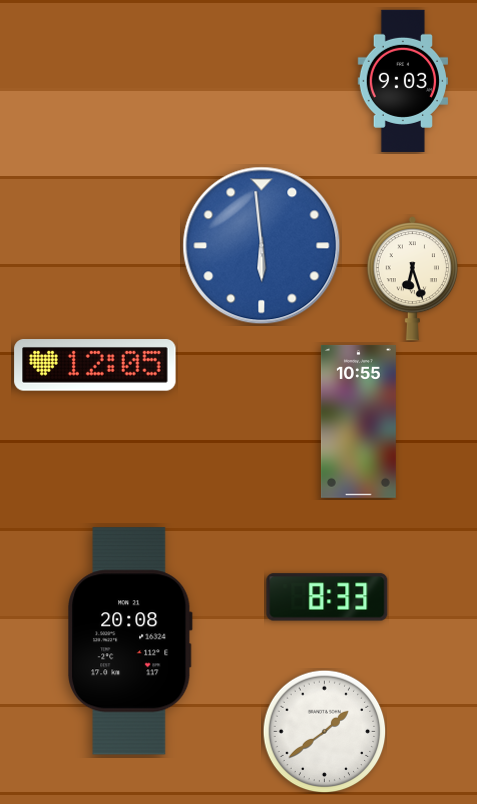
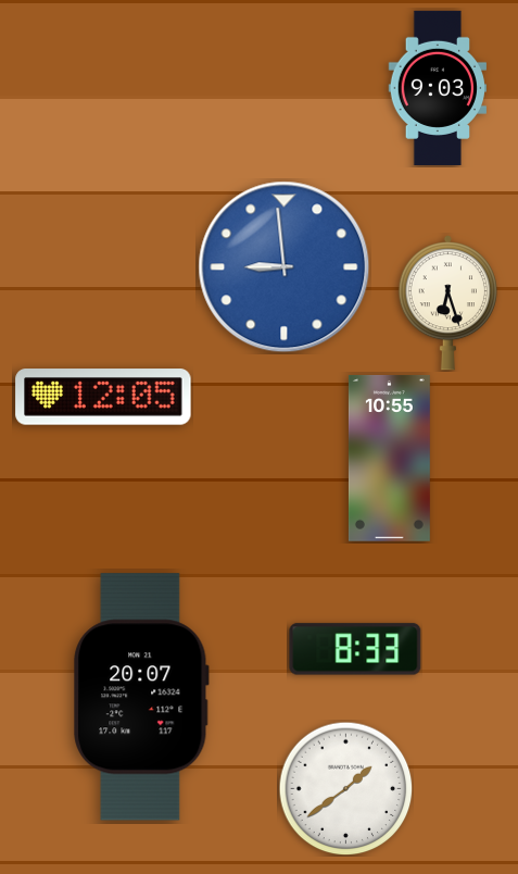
clock at (262, 246): 5:59 -> 8:59
clock at (130, 641): 20:08 -> 20:07
clock at (324, 731) position: (324, 731) -> (345, 788)
